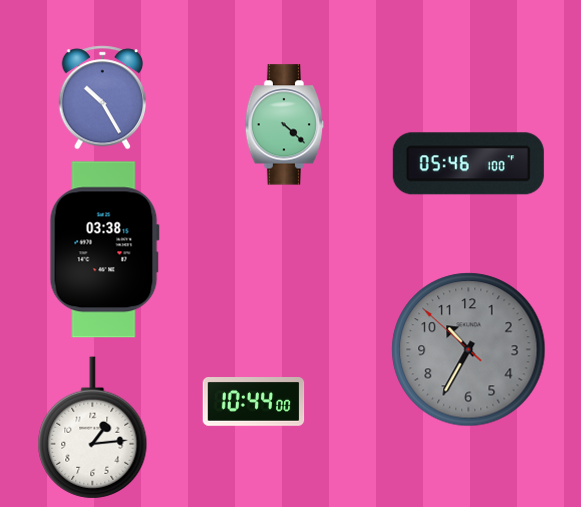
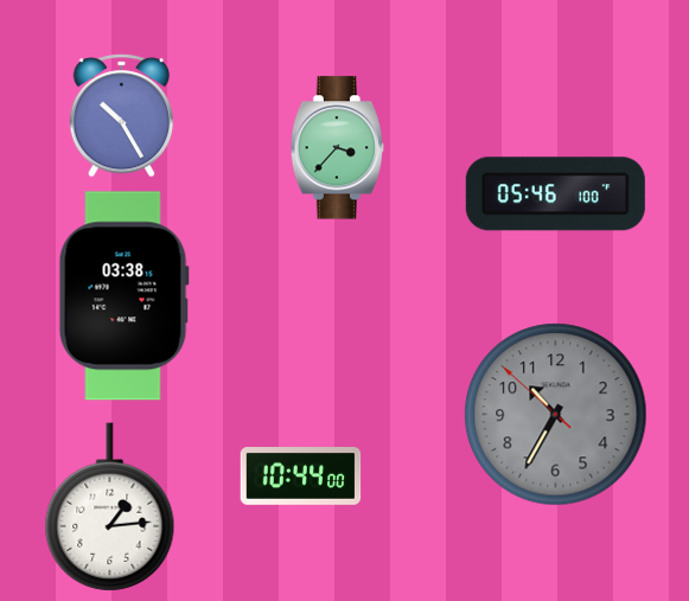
clock at (285, 125): 4:22 -> 3:37
